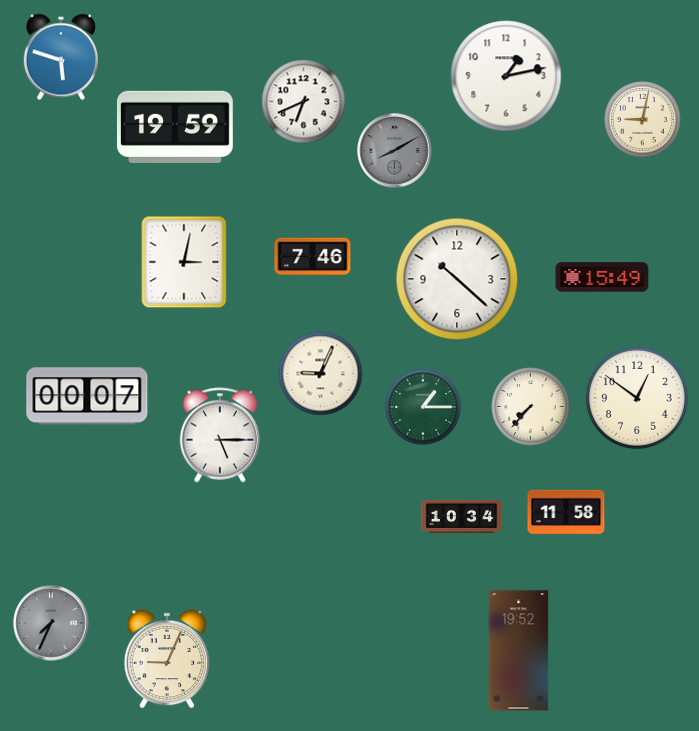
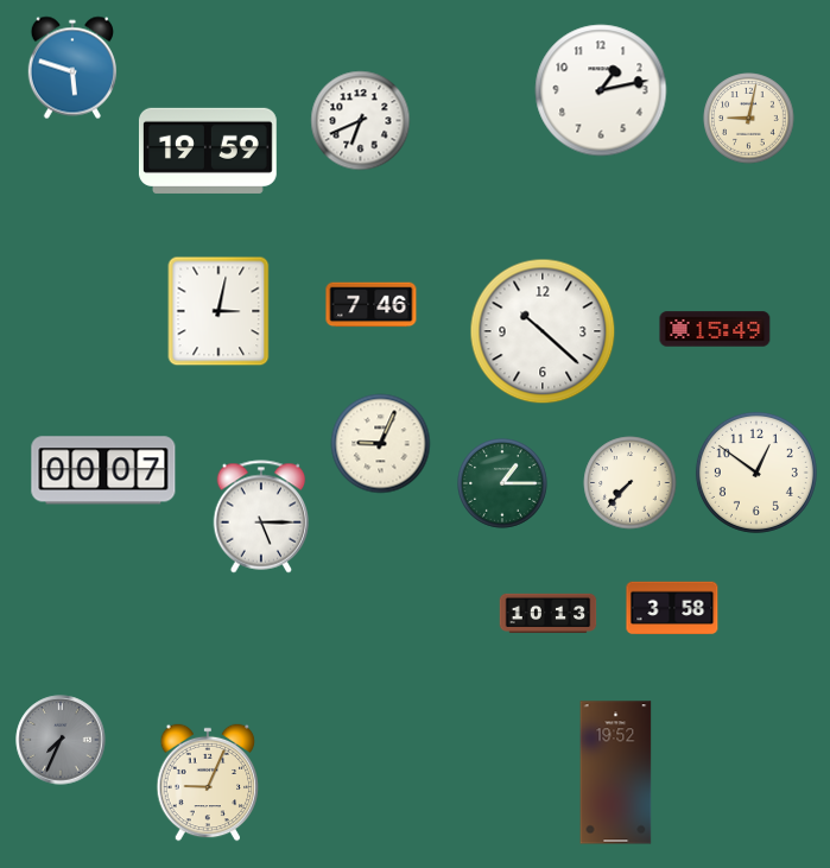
clock at (643, 120) position: (643, 120) -> (749, 119)
clock at (395, 151): 8:10 -> none
clock at (566, 512): 11:58 -> 3:58
clock at (462, 516): 10:34 -> 10:13
clock at (167, 659) position: (167, 659) -> (208, 783)
